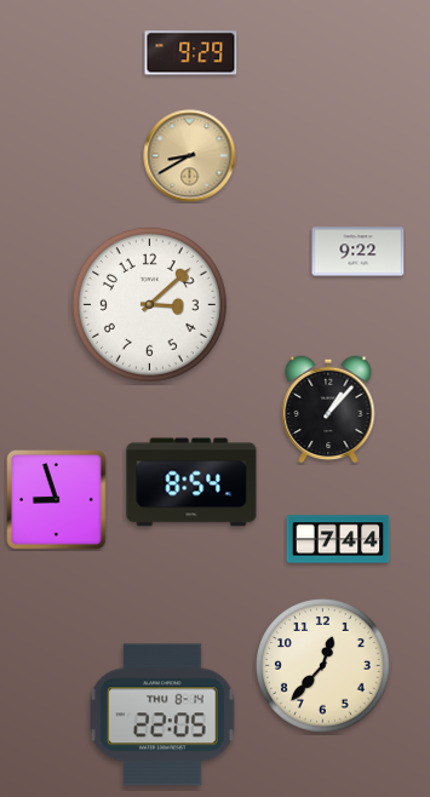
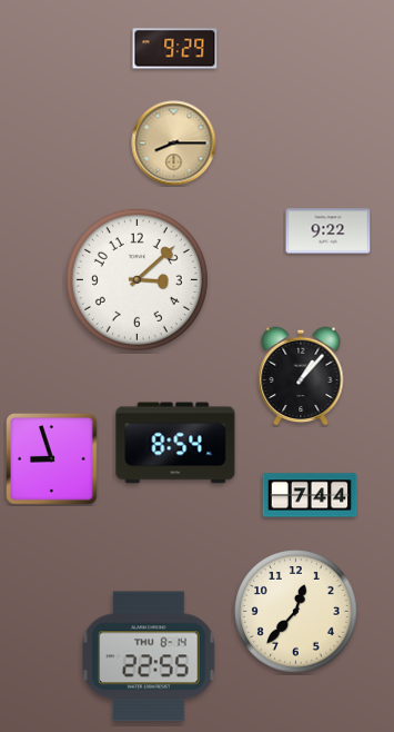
clock at (190, 156): 8:40 -> 8:15
clock at (162, 715): 22:05 -> 22:55
